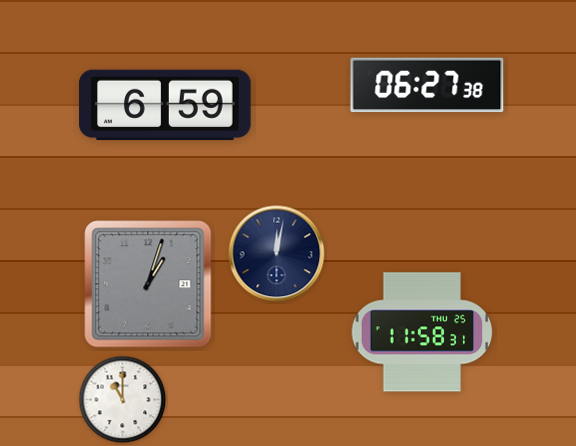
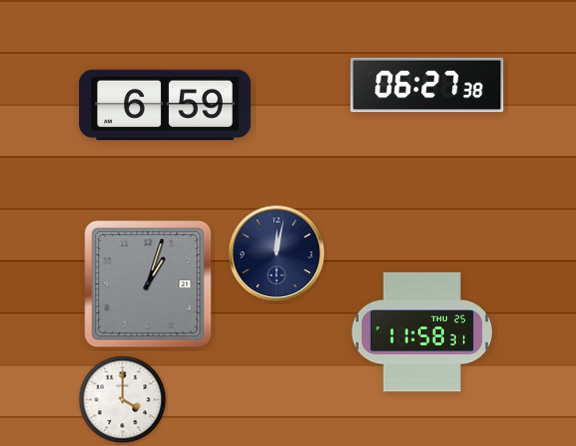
clock at (123, 400): 11:00 -> 4:00
